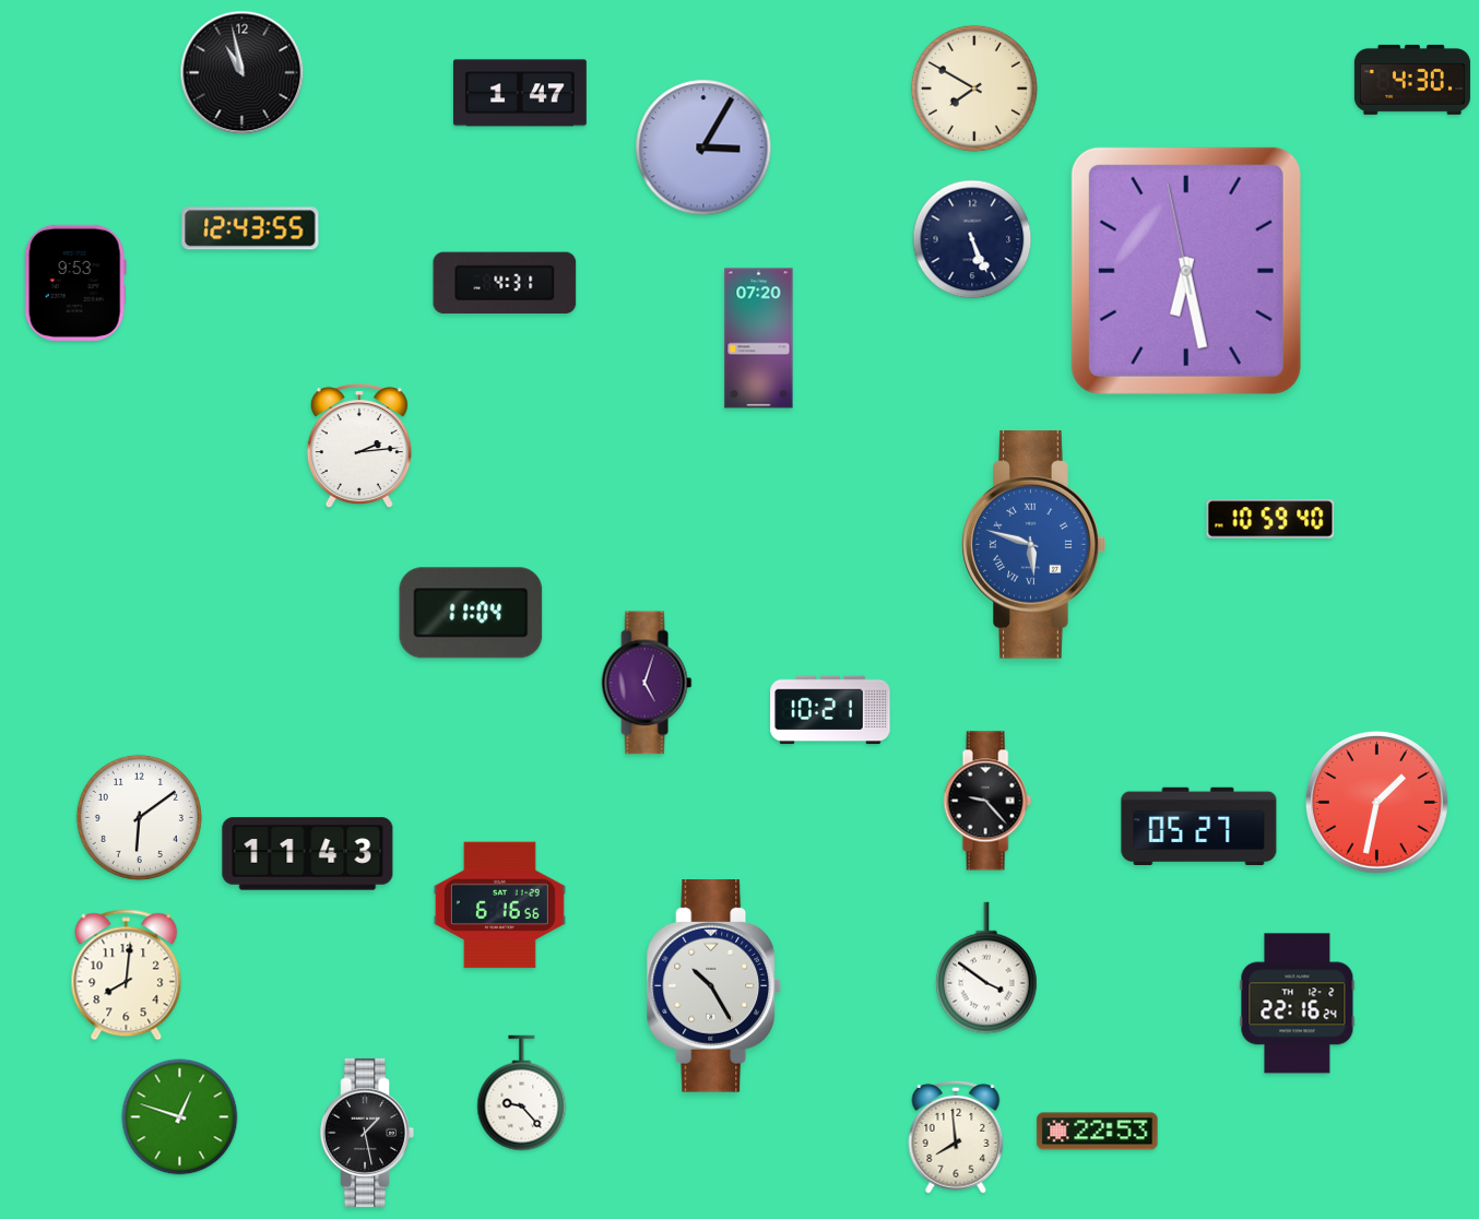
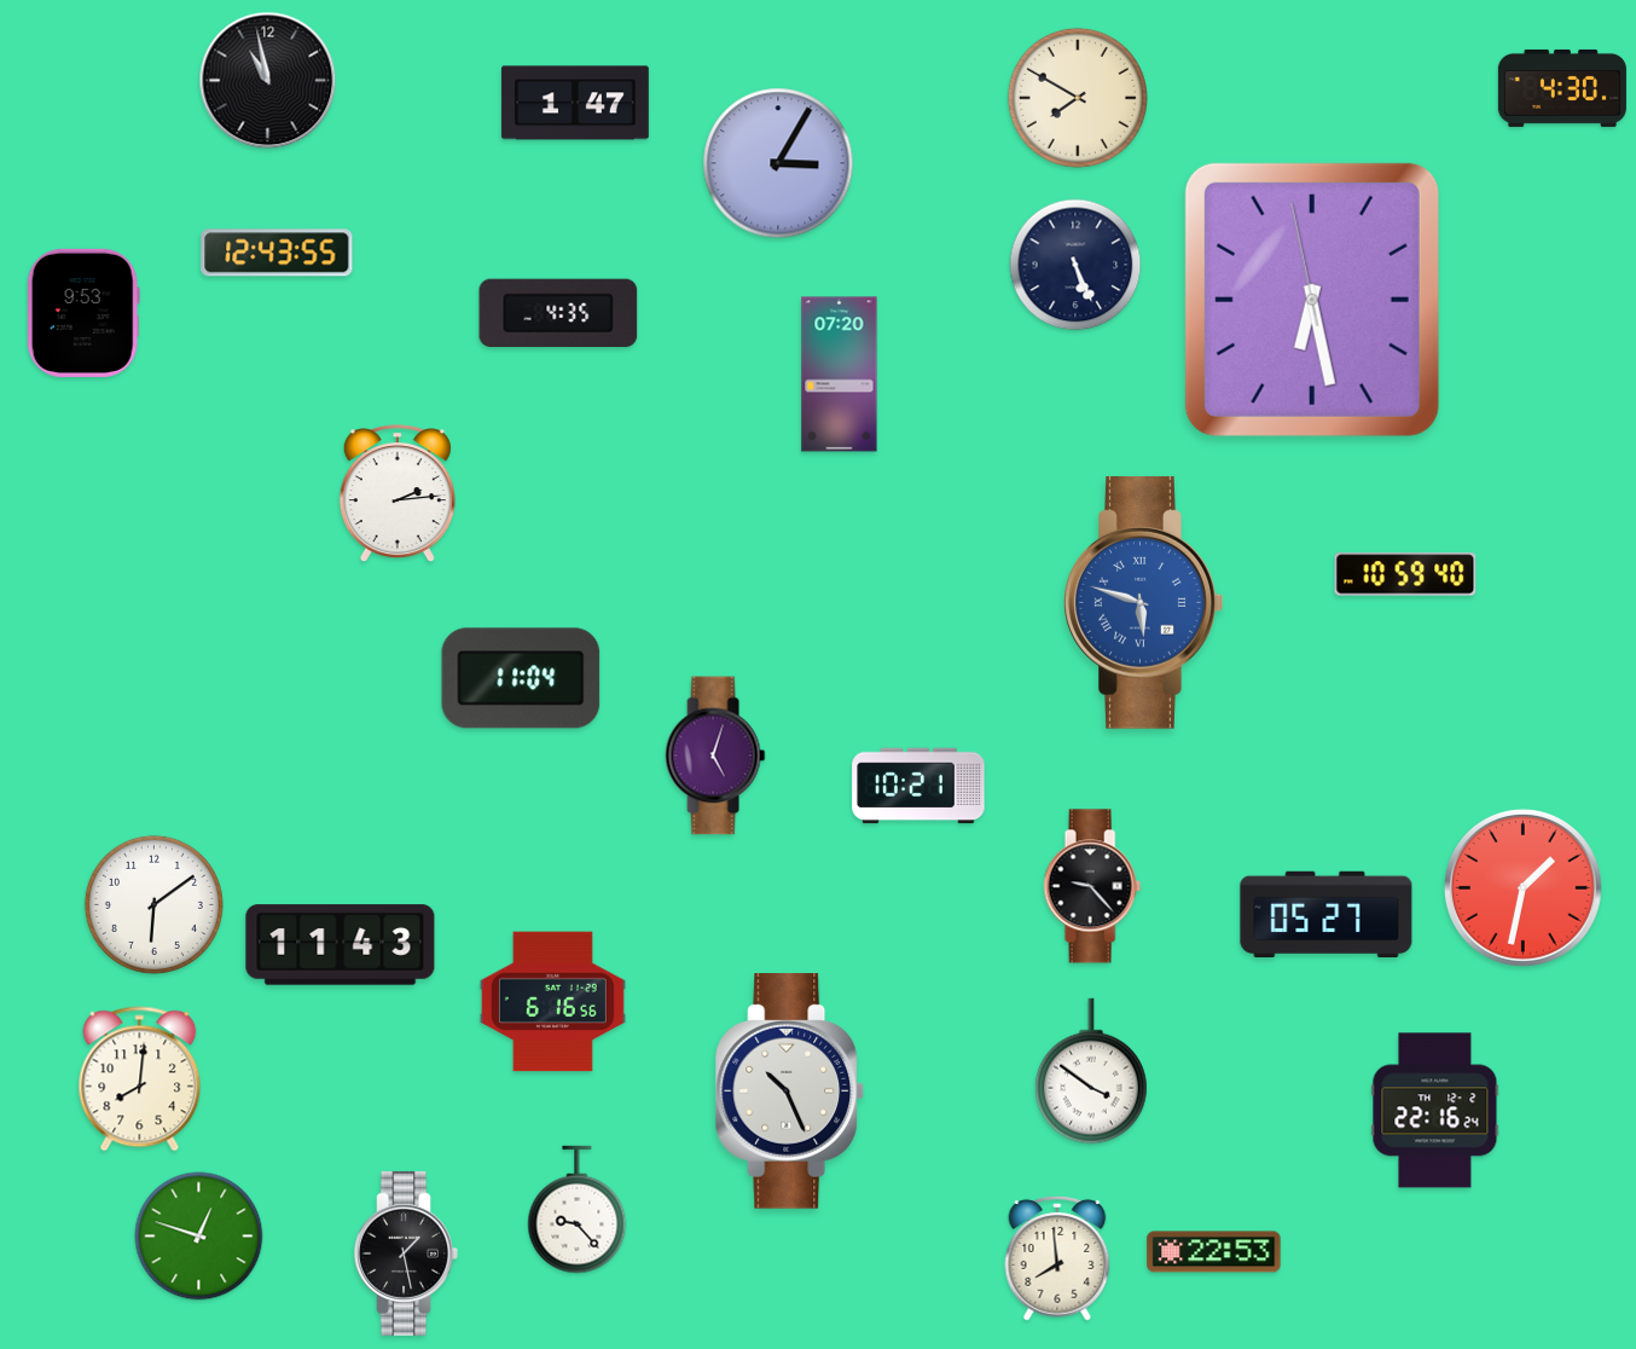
clock at (505, 283): 4:31 -> 4:35
clock at (714, 986): 10:25 -> 10:26
